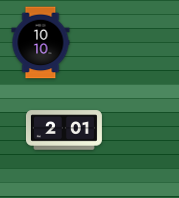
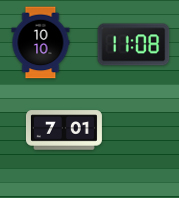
clock at (134, 45): none -> 11:08
clock at (64, 130): 2:01 -> 7:01
